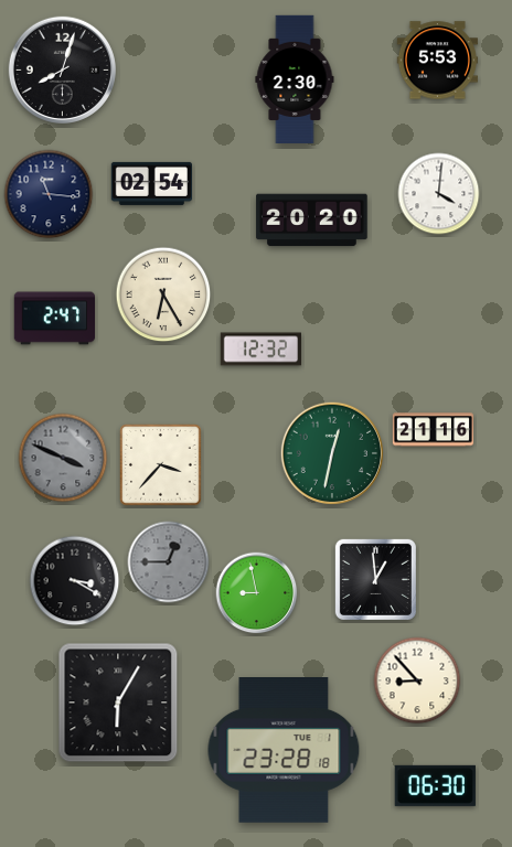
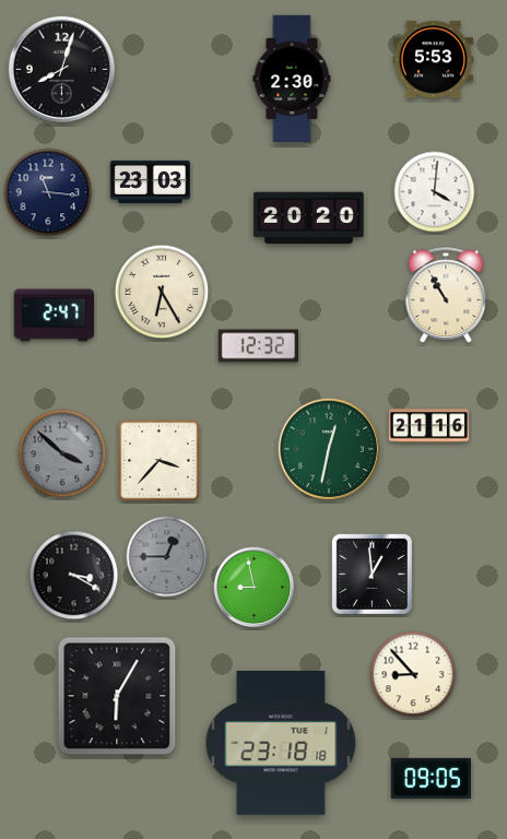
clock at (151, 183): 02:54 -> 23:03
clock at (446, 296): none -> 10:55
clock at (63, 458): 3:49 -> 3:52
clock at (284, 750): 23:28 -> 23:18
clock at (435, 785): 06:30 -> 09:05
